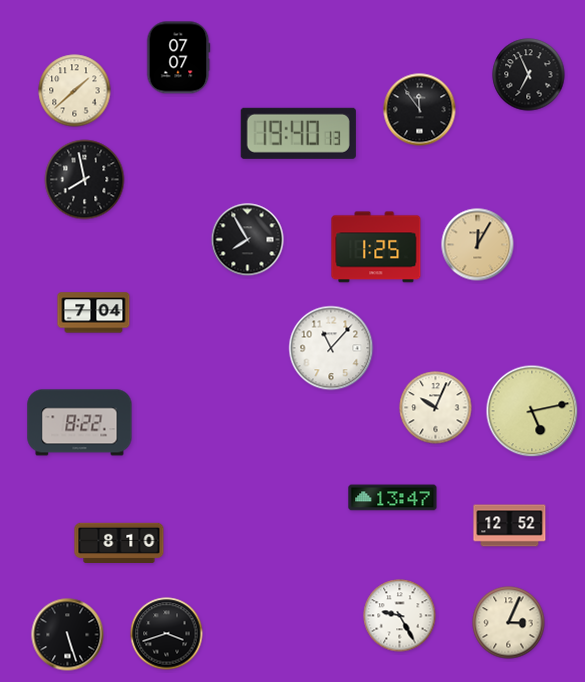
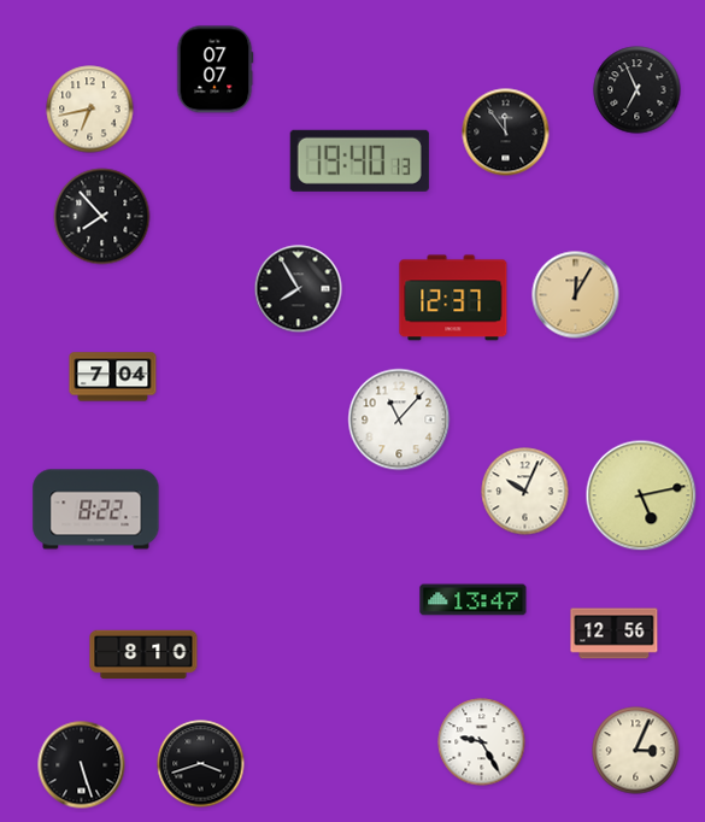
clock at (75, 91): 1:38 -> 6:43
clock at (85, 180): 7:58 -> 7:53
clock at (376, 247): 1:25 -> 12:37
clock at (510, 526): 12:52 -> 12:56
clock at (509, 623) position: (509, 623) -> (636, 751)
